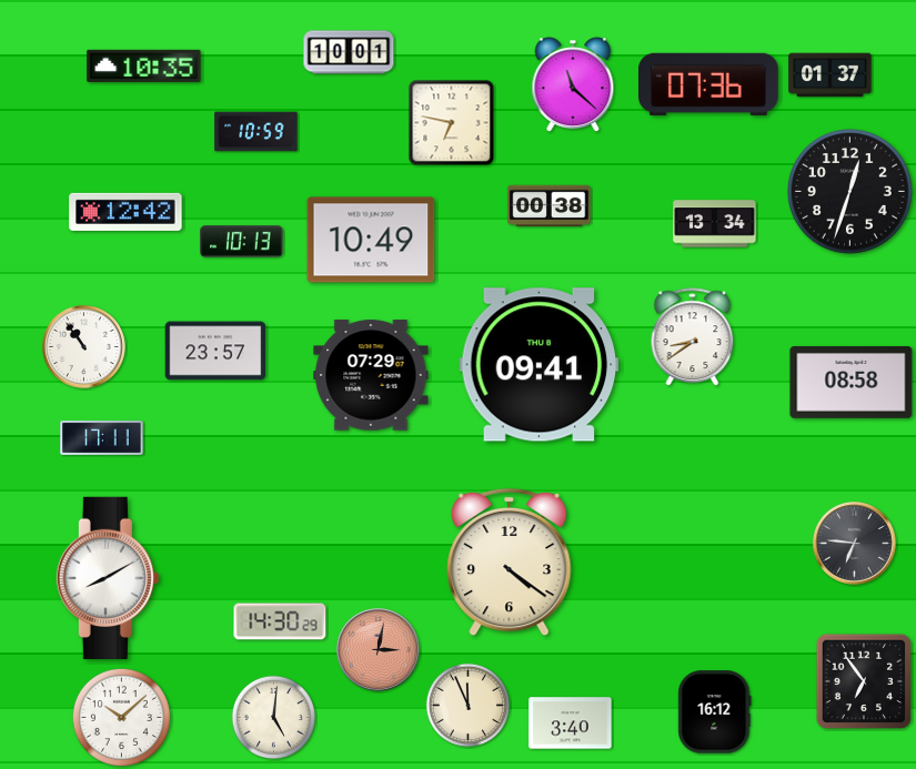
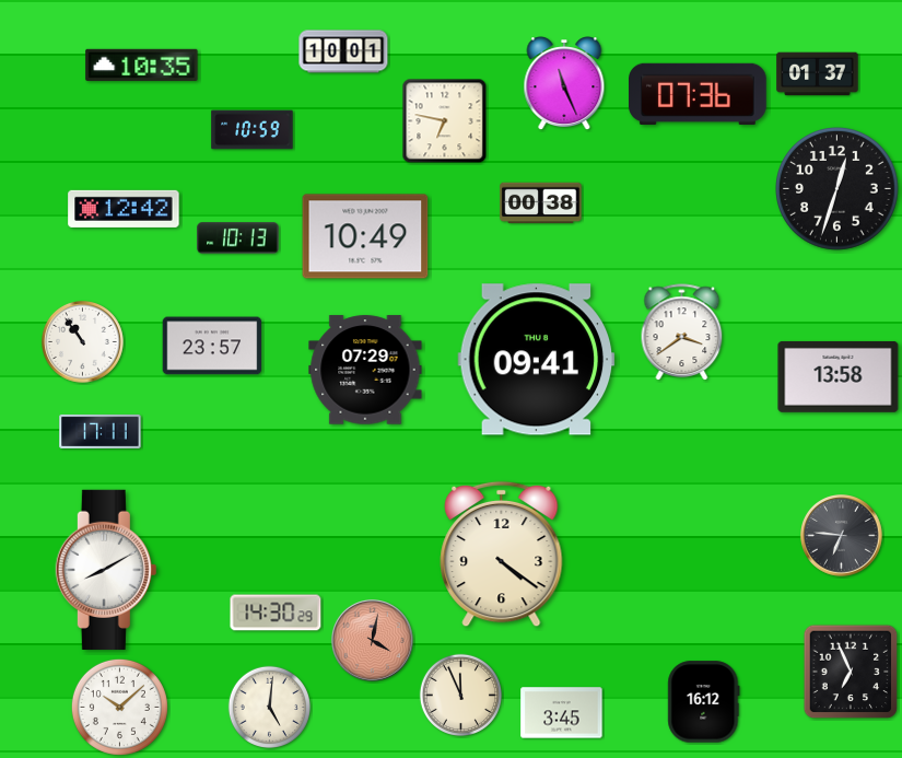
clock at (708, 84) position: (708, 84) -> (698, 94)
clock at (573, 85): 11:22 -> 11:26
clock at (715, 224): 13:34 -> none
clock at (693, 336): 8:39 -> 3:39
clock at (540, 365) position: (540, 365) -> (537, 360)
clock at (852, 382): 08:58 -> 13:58
clock at (379, 650): 3:02 -> 4:02
clock at (864, 681): 6:54 -> 6:56
clock at (571, 724): 3:40 -> 3:45
